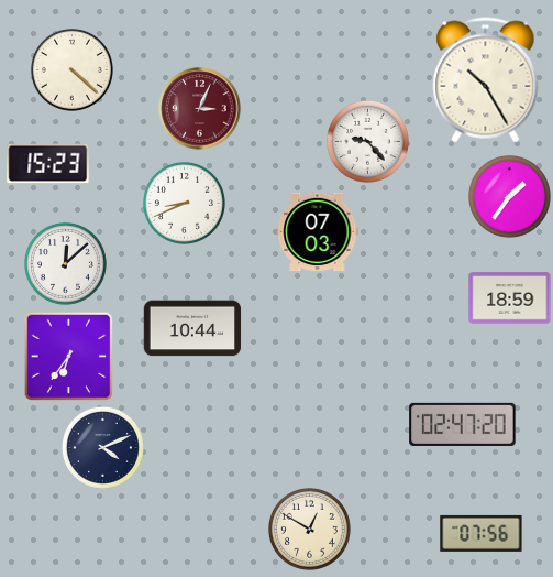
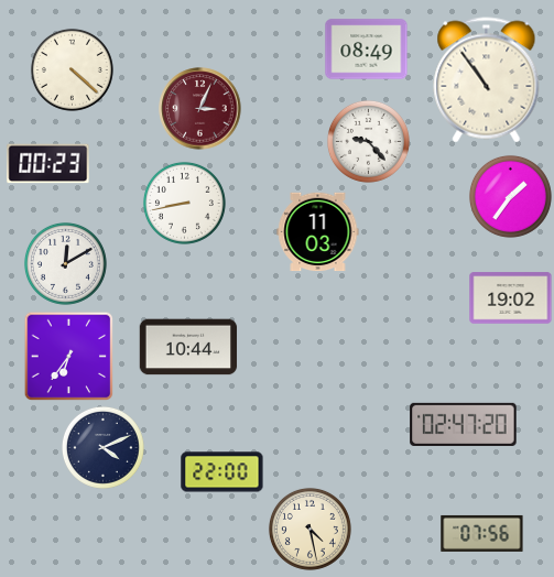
clock at (367, 50): none -> 08:49
clock at (486, 80): 10:25 -> 10:54
clock at (48, 164): 15:23 -> 00:23
clock at (184, 203): 8:41 -> 8:43
clock at (318, 232): 07:03 -> 11:03
clock at (65, 263): 12:08 -> 12:10
clock at (510, 298): 18:59 -> 19:02
clock at (192, 328) position: (192, 328) -> (188, 347)
clock at (222, 472): none -> 22:00
clock at (309, 529): 12:50 -> 4:28
